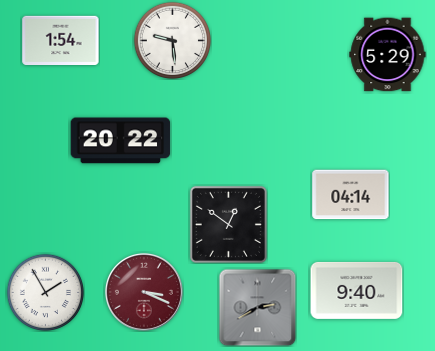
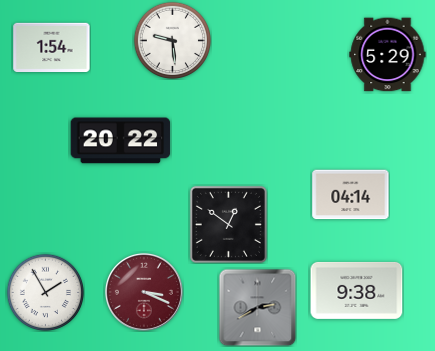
clock at (61, 40) position: (61, 40) -> (52, 47)
clock at (357, 290): 9:40 -> 9:38
